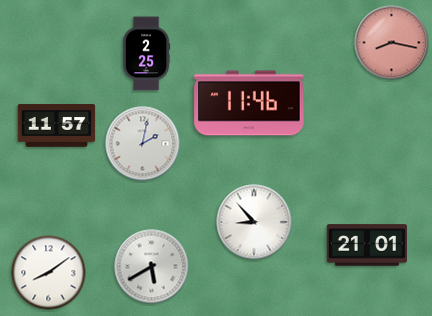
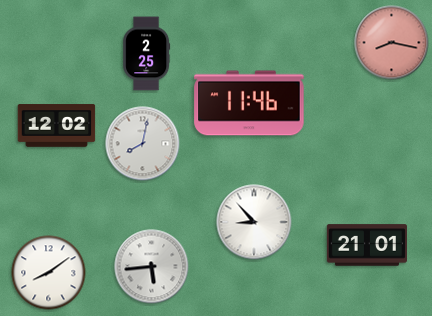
clock at (57, 126): 11:57 -> 12:02
clock at (143, 144): 2:02 -> 8:02
clock at (152, 267): 5:40 -> 5:44
